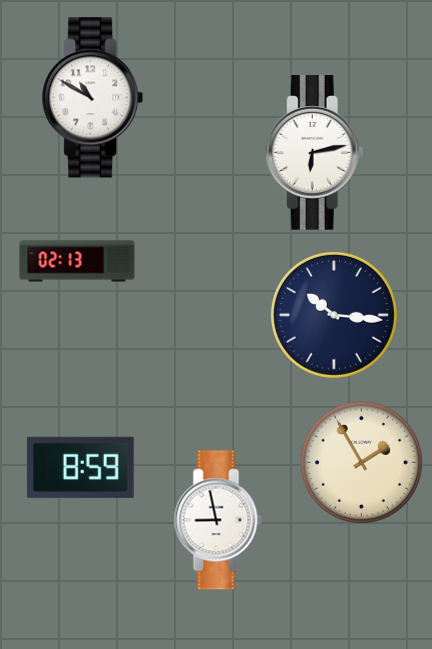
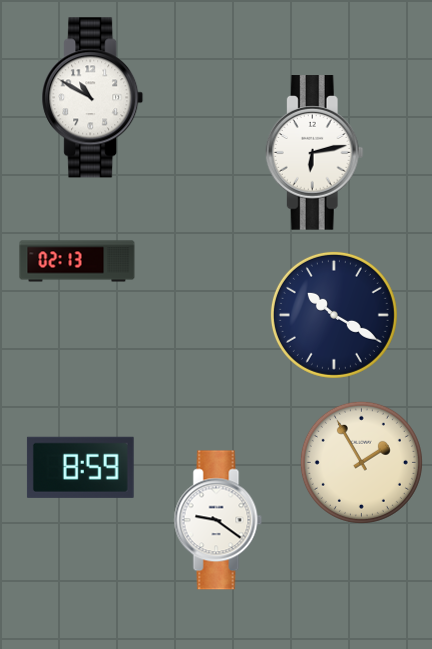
clock at (334, 315): 10:16 -> 10:20
clock at (218, 520): 8:58 -> 9:21
